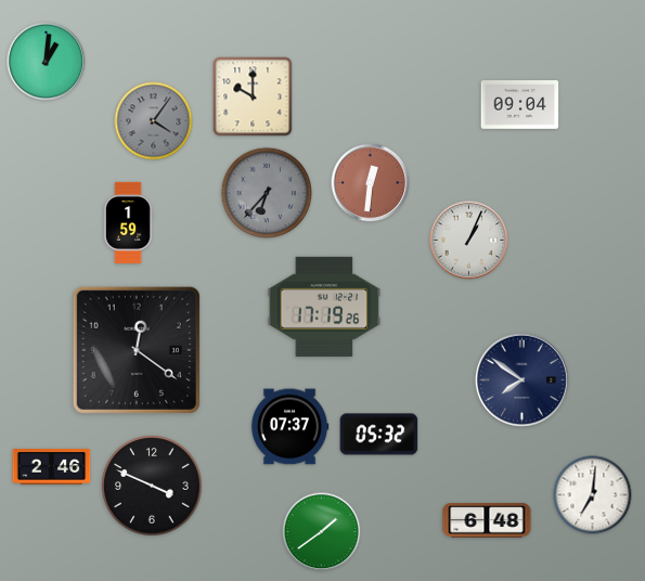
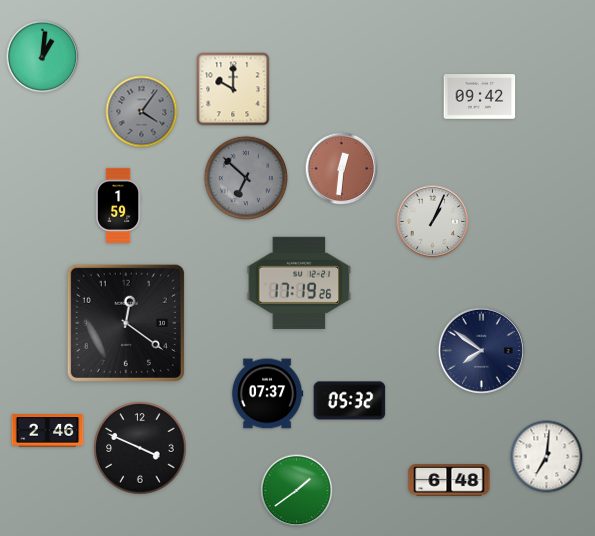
clock at (520, 105): 09:04 -> 09:42
clock at (267, 193): 6:37 -> 6:52
